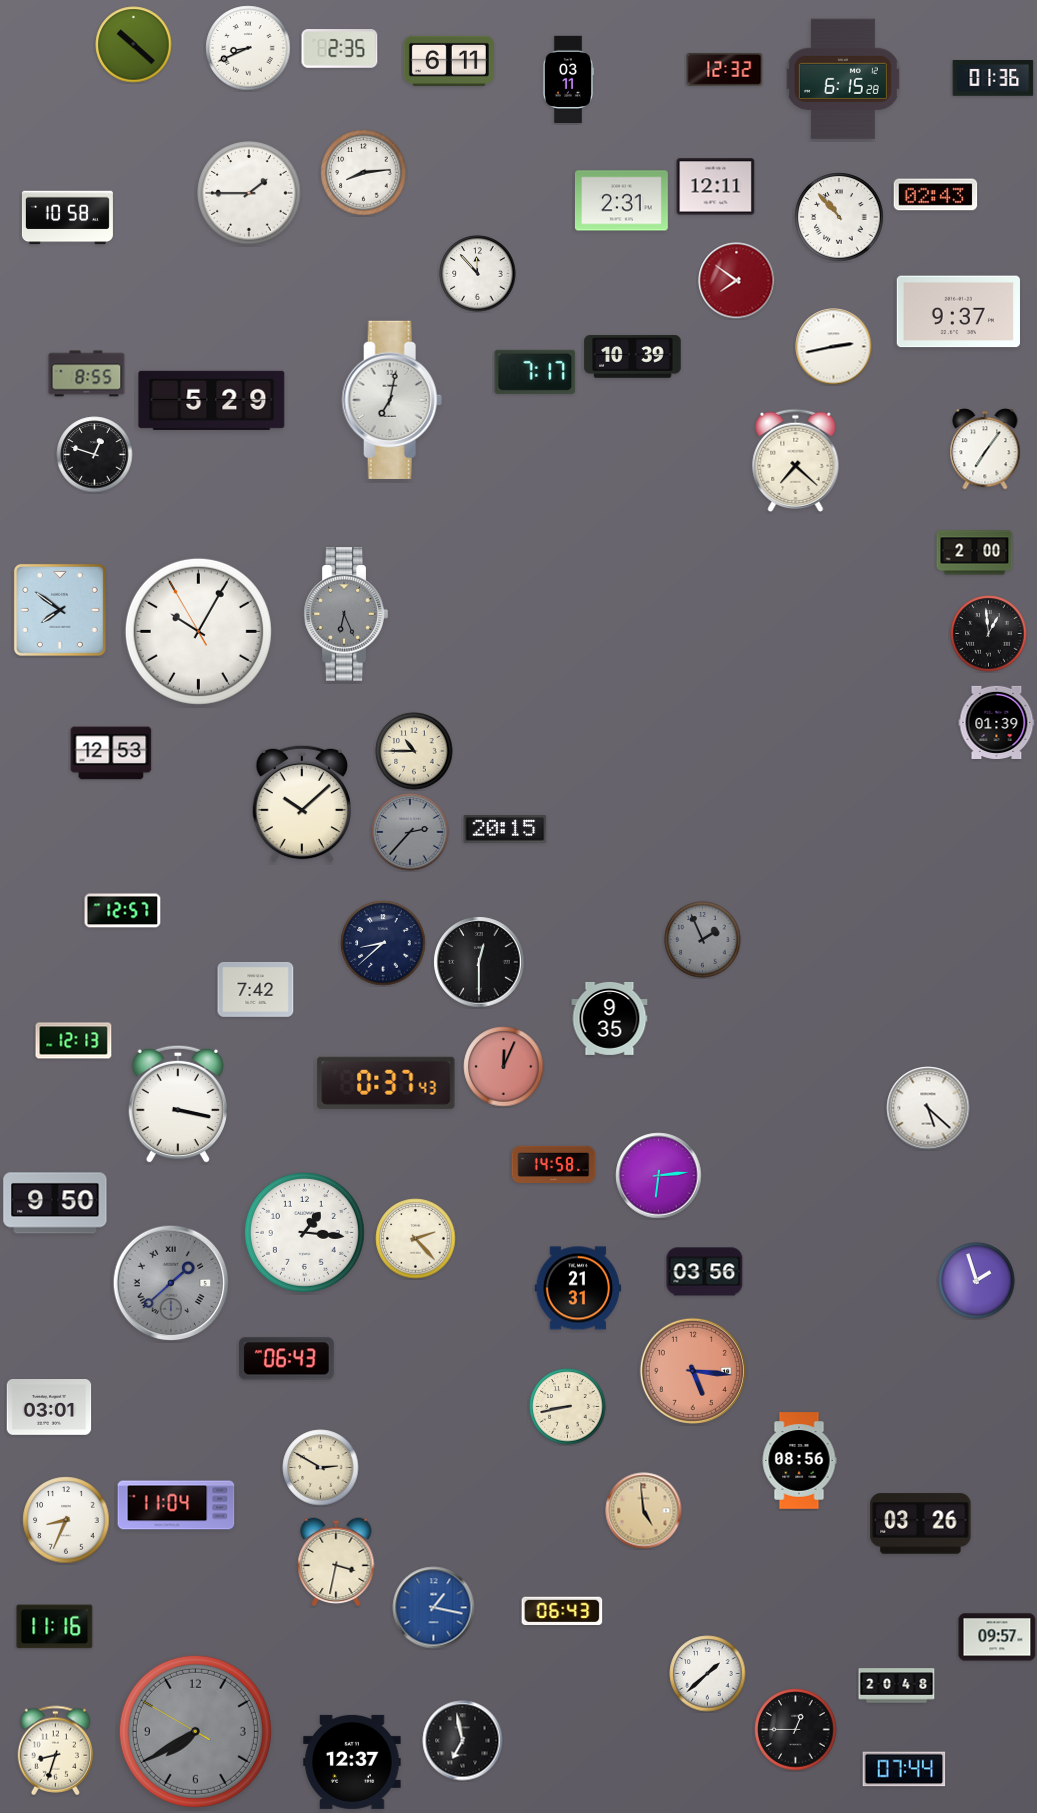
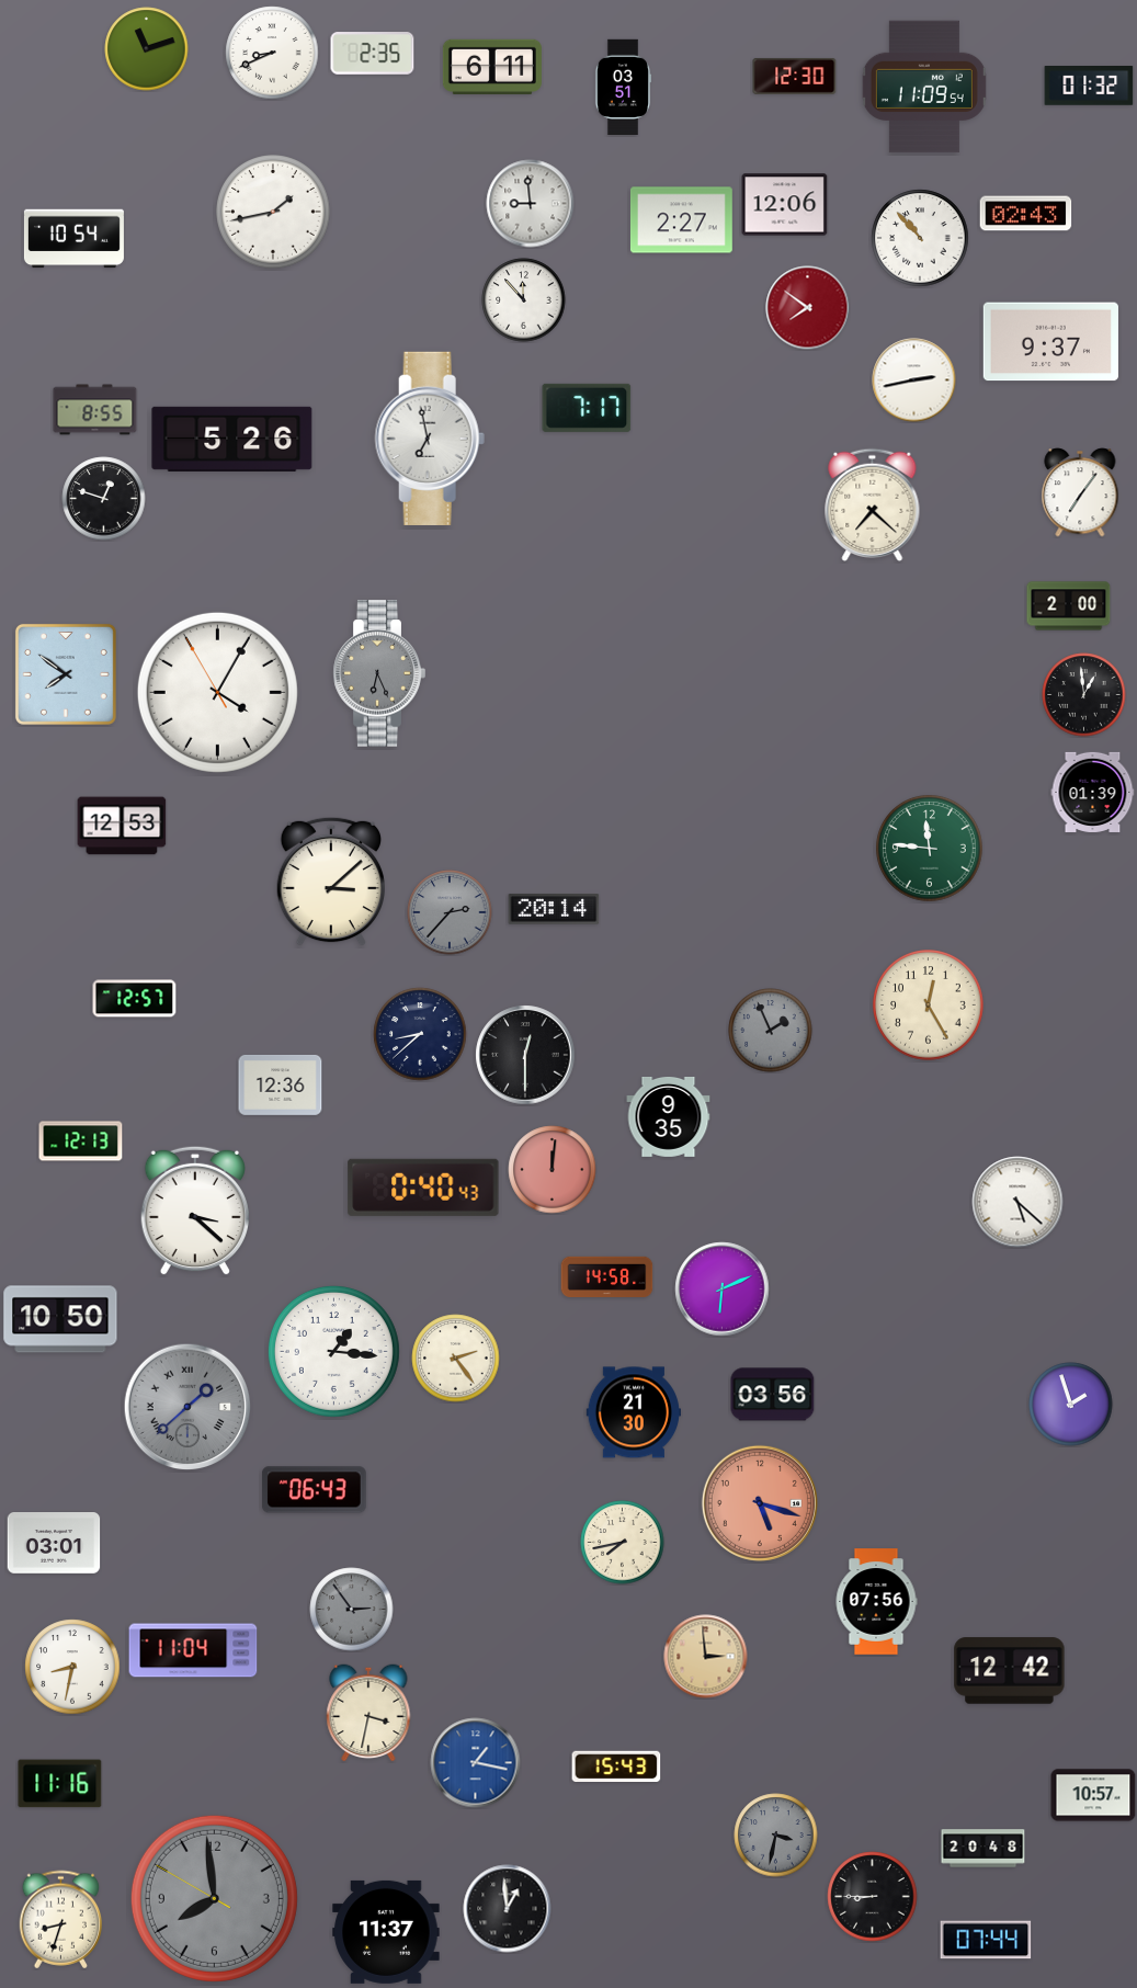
clock at (134, 45): 10:22 -> 11:12
clock at (725, 69): 12:32 -> 12:30
clock at (568, 79): 03:11 -> 03:51
clock at (843, 79): 6:15 -> 11:09
clock at (993, 79): 01:36 -> 01:32
clock at (364, 173): 8:14 -> none
clock at (531, 204): none -> 8:59
clock at (716, 187): 12:11 -> 12:06
clock at (249, 193): 1:45 -> 1:43
clock at (621, 201): 2:31 -> 2:27
clock at (67, 218): 10:58 -> 10:54
clock at (633, 357): 10:39 -> none
clock at (212, 400): 5:29 -> 5:26
clock at (392, 400): 7:02 -> 6:58
clock at (60, 610) position: (60, 610) -> (66, 674)
clock at (198, 631): 10:04 -> 4:04
clock at (414, 751): 10:45 -> none
clock at (930, 849): none -> 11:46
clock at (301, 804): 10:08 -> 3:08
clock at (505, 829): 20:15 -> 20:14
clock at (929, 1006): none -> 12:25
clock at (256, 989): 7:42 -> 12:36
clock at (504, 1067): 12:04 -> 12:01
clock at (386, 1083): 0:37 -> 0:40
clock at (177, 1104): 3:17 -> 3:22
clock at (928, 1108) position: (928, 1108) -> (1017, 1202)
clock at (659, 1176): 6:14 -> 6:11
clock at (55, 1203): 9:50 -> 10:50
clock at (416, 1239): 2:23 -> 2:24
clock at (577, 1288): 21:31 -> 21:30
clock at (693, 1371): 5:16 -> 5:18
clock at (568, 1407): 8:43 -> 7:43
clock at (799, 1461): 08:56 -> 07:56
clock at (321, 1468): 2:50 -> 2:54
clock at (321, 1468) dial: cream -> grey
clock at (644, 1511): 4:59 -> 2:59
clock at (66, 1520): 8:34 -> 8:32
clock at (921, 1524): 03:26 -> 12:42
clock at (562, 1611): 06:43 -> 15:43
clock at (997, 1637): 09:57 -> 10:57
clock at (708, 1674): 1:38 -> 3:32
clock at (708, 1674) dial: white -> grey
clock at (796, 1730): 12:45 -> 8:45
clock at (195, 1731): 7:39 -> 7:58
clock at (463, 1741): 6:58 -> 12:59
clock at (352, 1762): 12:37 -> 11:37
clock at (904, 1769) position: (904, 1769) -> (986, 1940)
